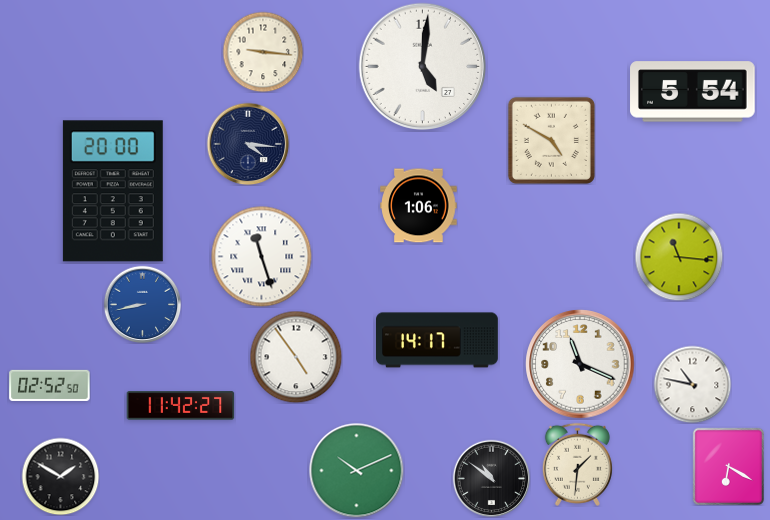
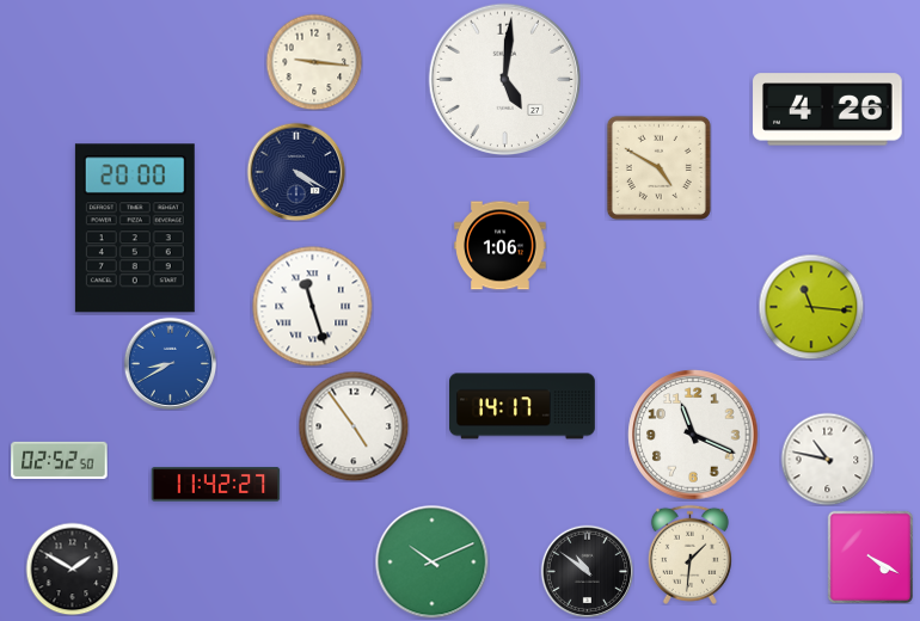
clock at (693, 92): 5:54 -> 4:26
clock at (248, 144): 4:16 -> 4:20
clock at (142, 304): 8:43 -> 8:40
clock at (728, 466): 6:20 -> 4:20
clock at (356, 470) position: (356, 470) -> (431, 561)
